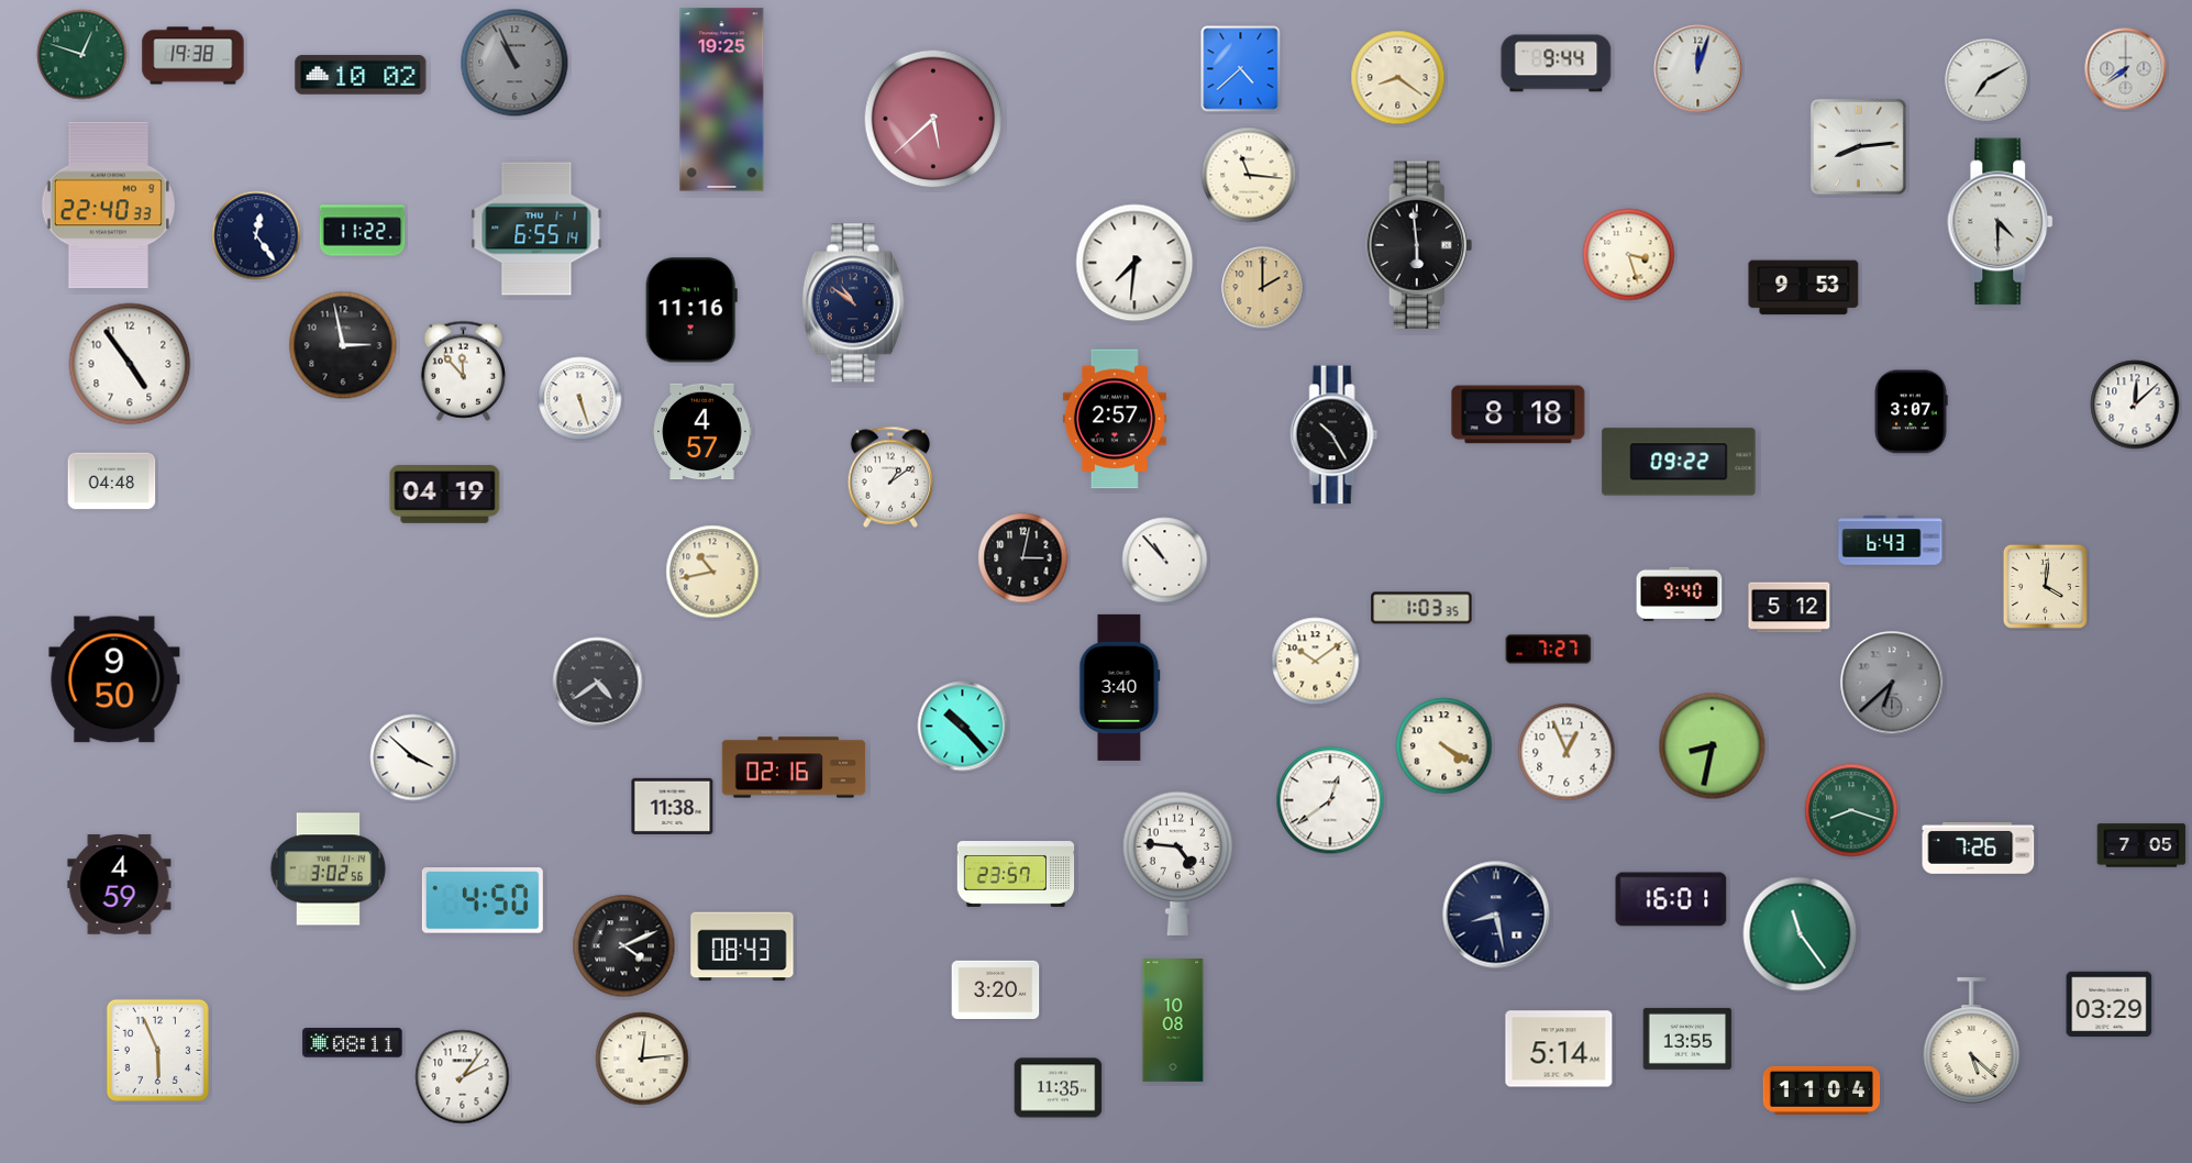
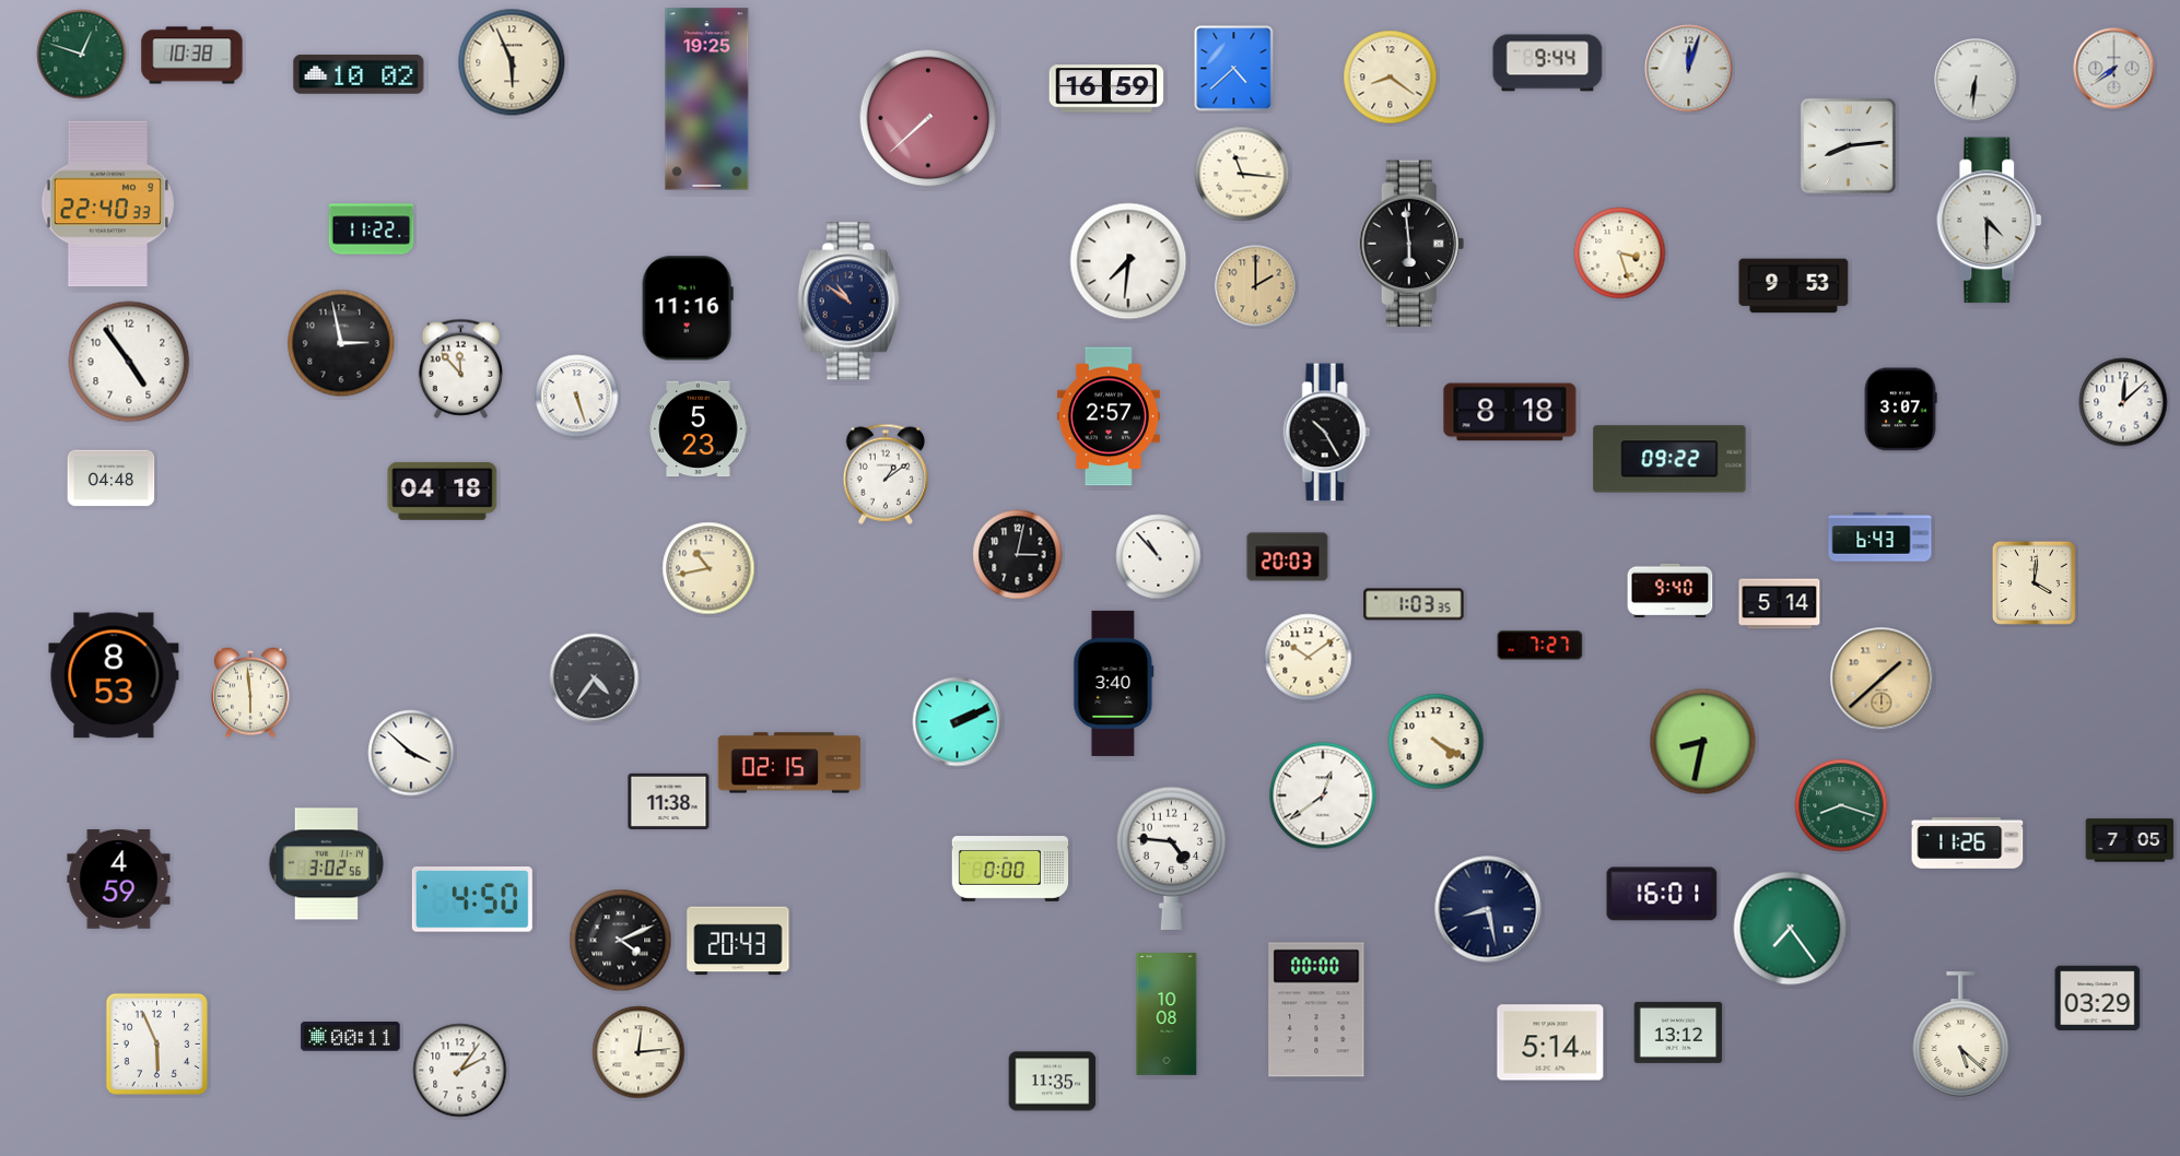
clock at (193, 56): 19:38 -> 10:38
clock at (514, 63): 10:56 -> 5:56
clock at (514, 63) dial: grey -> cream
clock at (1986, 80): 7:10 -> 6:31
clock at (1106, 89): none -> 16:59
clock at (722, 100) position: (722, 100) -> (707, 99)
clock at (933, 119): 5:38 -> 7:38
clock at (536, 229): 6:55 -> none
clock at (363, 231) position: (363, 231) -> (372, 229)
clock at (256, 235): 12:24 -> none
clock at (702, 432): 4:57 -> 5:23
clock at (445, 494): 04:19 -> 04:18
clock at (1288, 557): none -> 20:03
clock at (1790, 608): 5:12 -> 5:14
clock at (114, 679): 9:50 -> 8:53
clock at (598, 683): 4:39 -> 4:36
clock at (1892, 683): 6:38 -> 1:38
clock at (1892, 683) dial: grey -> champagne
clock at (251, 693): none -> 5:59
clock at (963, 727): 10:23 -> 2:11
clock at (1566, 752): 12:56 -> none
clock at (794, 767): 02:16 -> 02:15
clock at (1979, 848): 7:26 -> 11:26
clock at (1016, 875): 23:57 -> 0:00
clock at (483, 900) position: (483, 900) -> (472, 899)
clock at (1801, 934): 11:24 -> 7:24
clock at (742, 946): 08:43 -> 20:43
clock at (996, 990): 3:20 -> none
clock at (1316, 1010): none -> 00:00
clock at (1687, 1039): 13:55 -> 13:12
clock at (353, 1043): 08:11 -> 00:11
clock at (1822, 1090): 11:04 -> none
